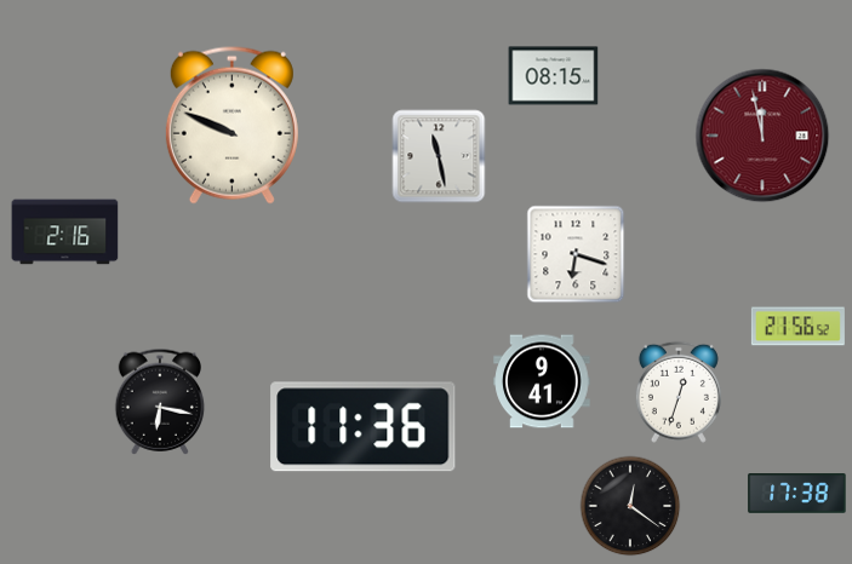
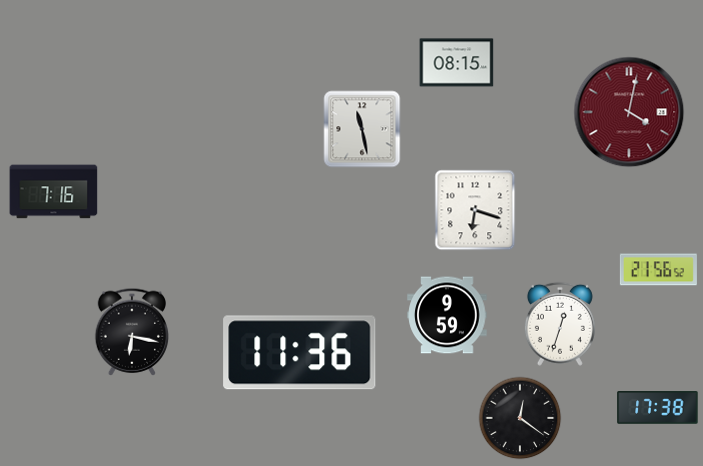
clock at (231, 125): 9:49 -> none
clock at (762, 136): 11:58 -> 4:02
clock at (65, 232): 2:16 -> 7:16
clock at (542, 381): 9:41 -> 9:59
